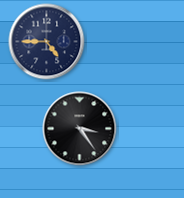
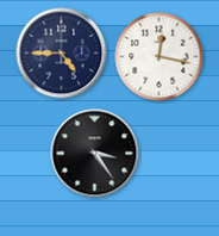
clock at (47, 42) position: (47, 42) -> (62, 54)
clock at (159, 57): none -> 12:17
